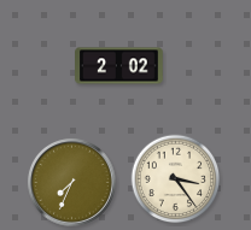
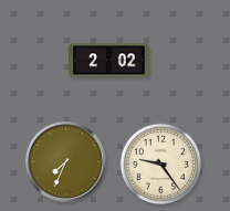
clock at (176, 179): 3:24 -> 9:24
clock at (71, 182) position: (71, 182) -> (65, 161)
